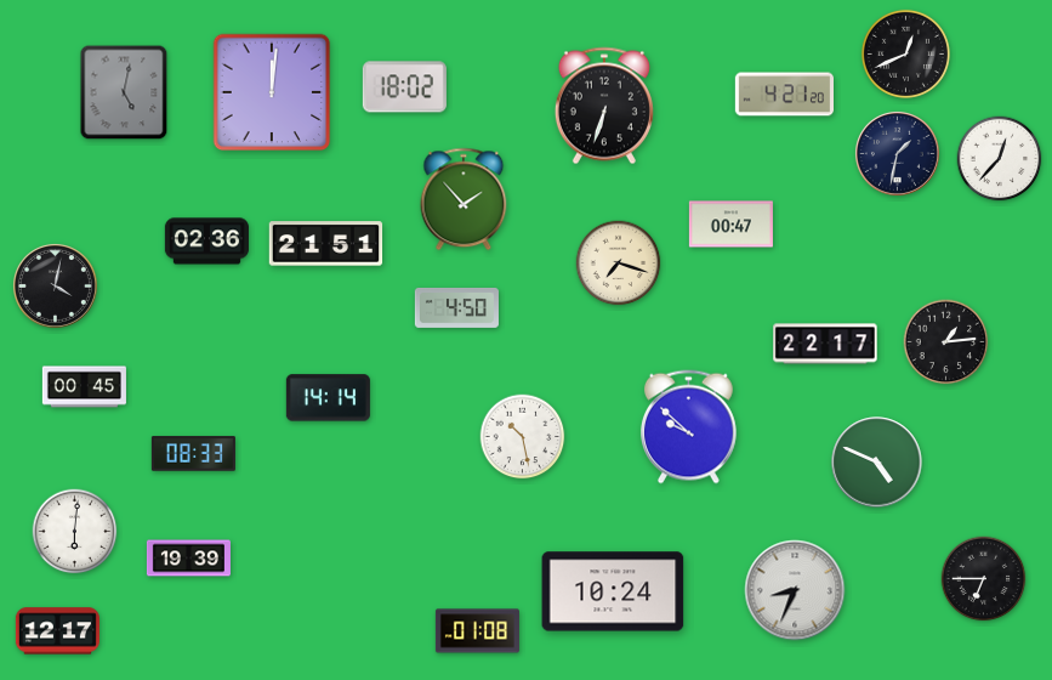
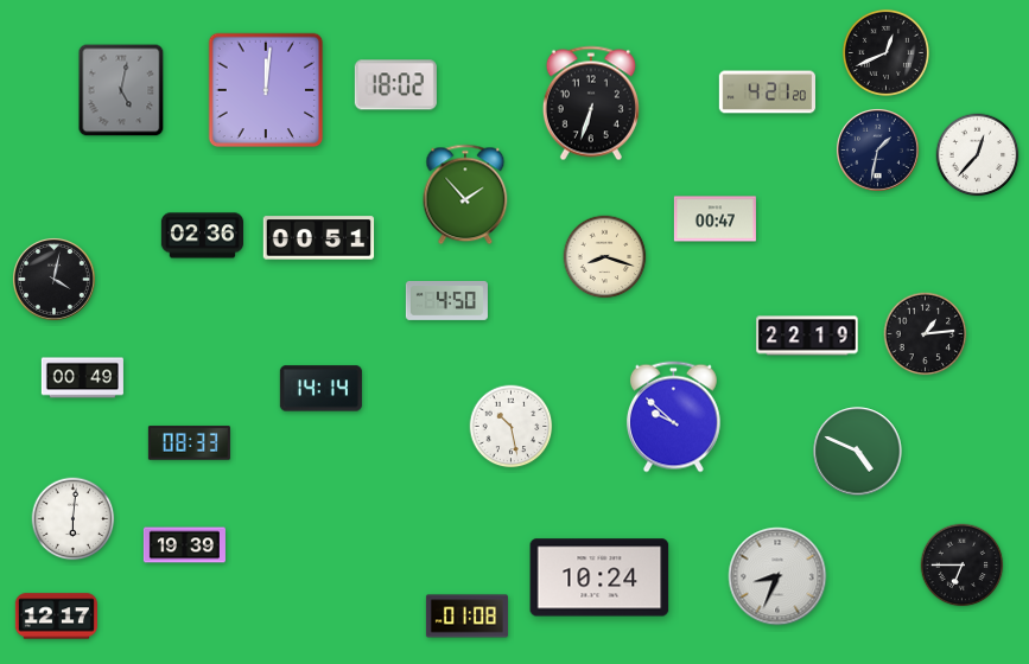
clock at (464, 199) position: (464, 199) -> (465, 194)
clock at (326, 244): 21:51 -> 00:51
clock at (619, 263): 7:18 -> 8:18
clock at (825, 344): 22:17 -> 22:19
clock at (84, 387): 00:45 -> 00:49
